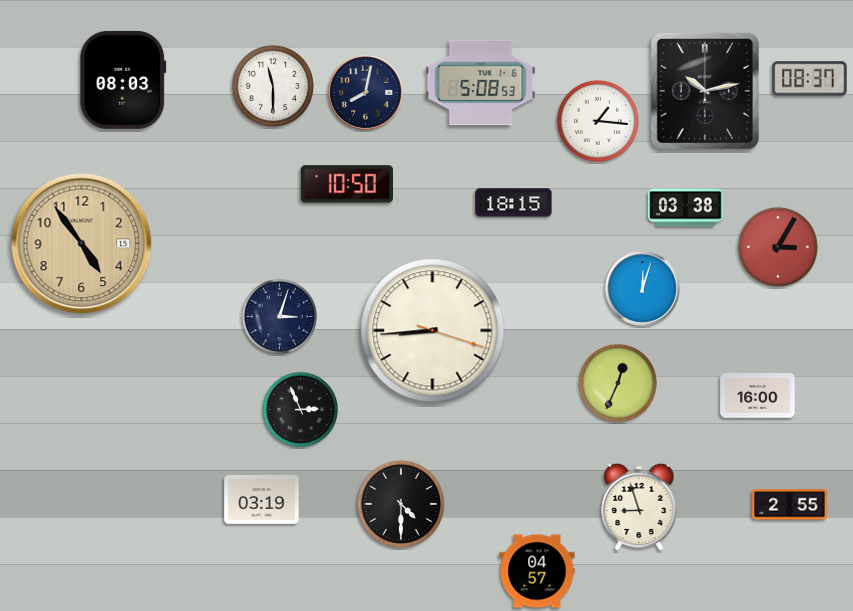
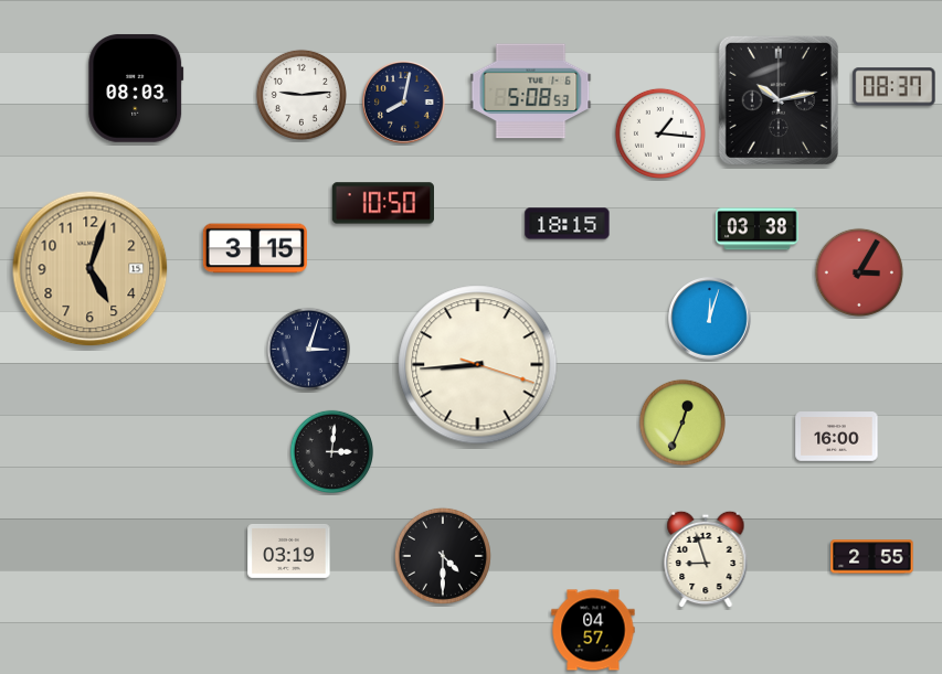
clock at (273, 86): 11:30 -> 9:14
clock at (255, 248): none -> 3:15
clock at (82, 244): 4:54 -> 5:03
clock at (300, 409): 2:56 -> 3:01
